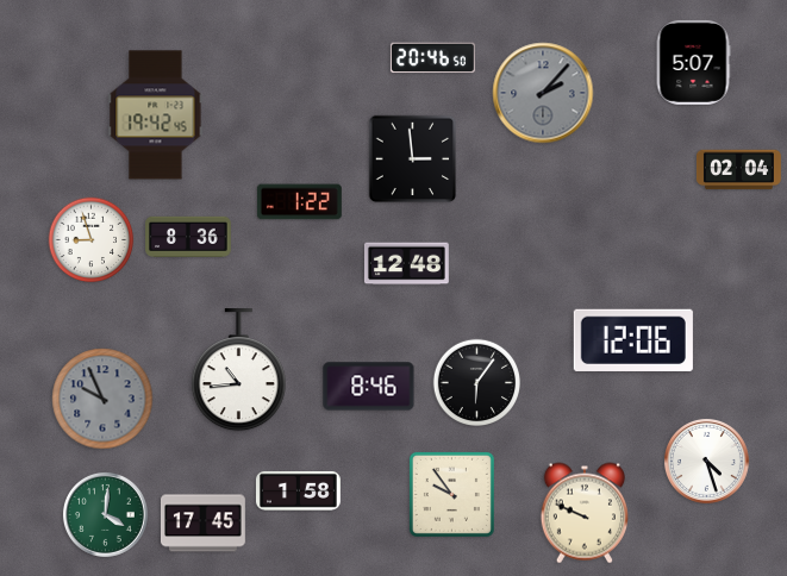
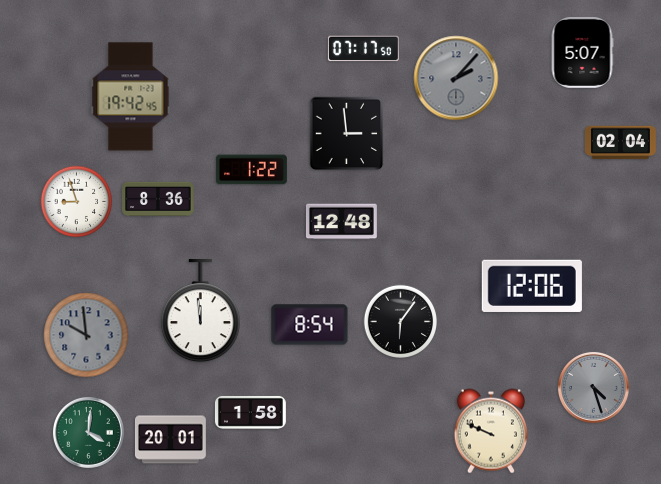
clock at (432, 58): 20:46 -> 07:17
clock at (238, 371): 10:44 -> 11:59
clock at (369, 387): 8:46 -> 8:54
clock at (102, 399): 9:56 -> 9:59
clock at (706, 461) dial: white -> grey
clock at (451, 494): 9:54 -> none
clock at (202, 524): 17:45 -> 20:01
